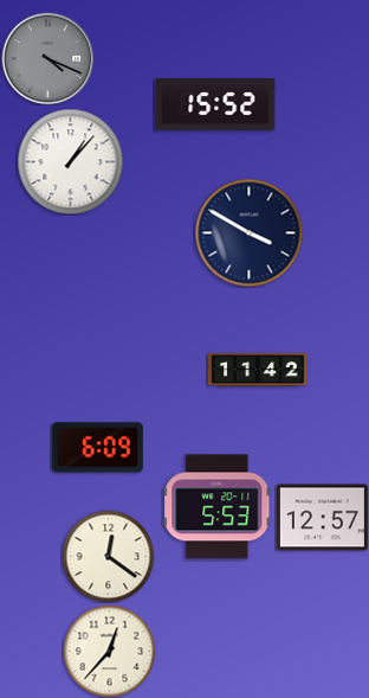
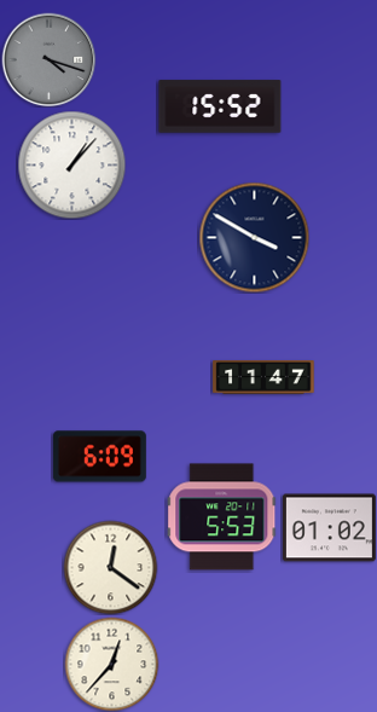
clock at (47, 58): 4:19 -> 4:18
clock at (258, 370): 11:42 -> 11:47
clock at (322, 518): 12:57 -> 01:02
